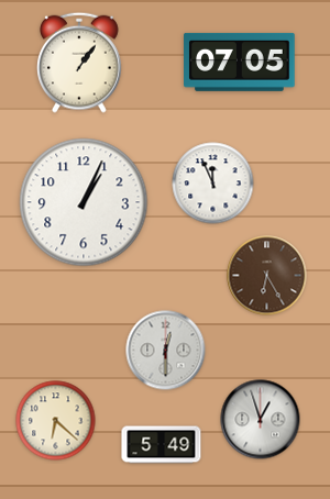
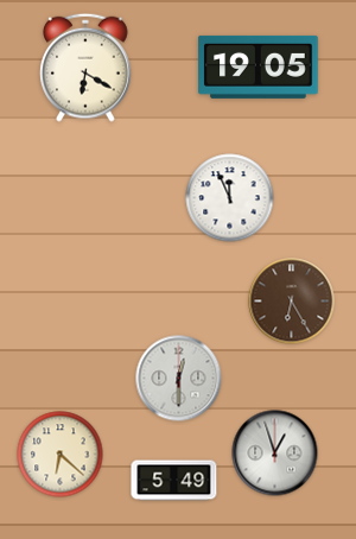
clock at (240, 62): 07:05 -> 19:05
clock at (80, 63): 1:06 -> 6:20
clock at (84, 202): 1:04 -> none
clock at (267, 276) position: (267, 276) -> (292, 302)
clock at (261, 420) position: (261, 420) -> (275, 454)
